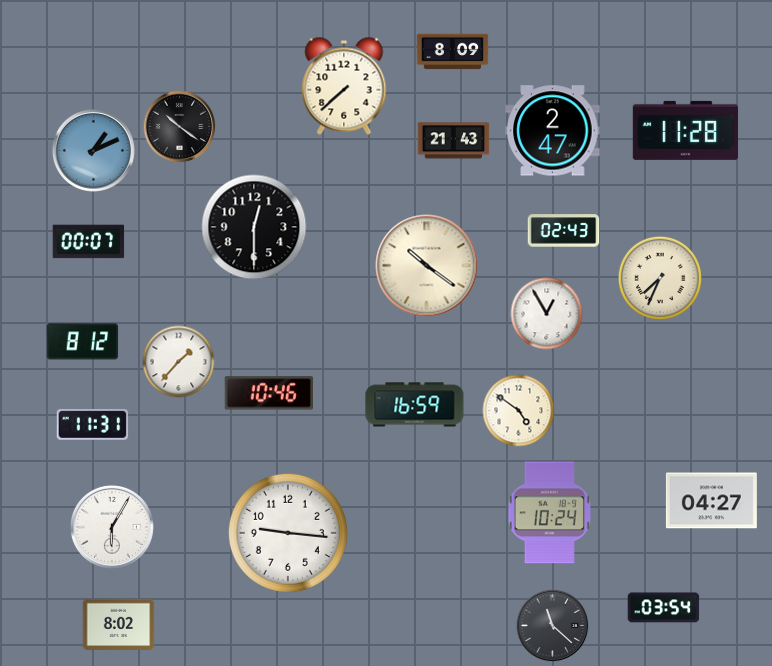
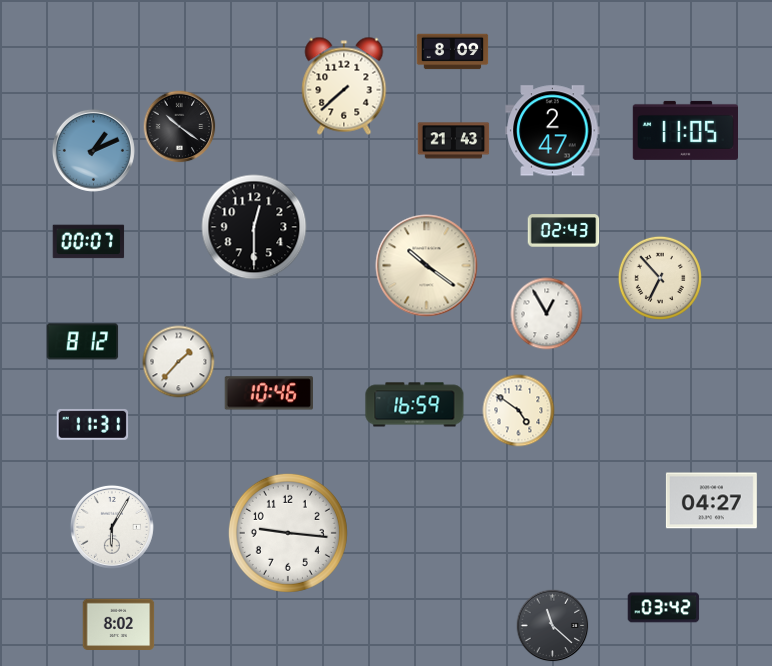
clock at (685, 130): 11:28 -> 11:05
clock at (660, 278): 7:34 -> 6:53
clock at (549, 513): 10:24 -> none
clock at (664, 608): 03:54 -> 03:42
